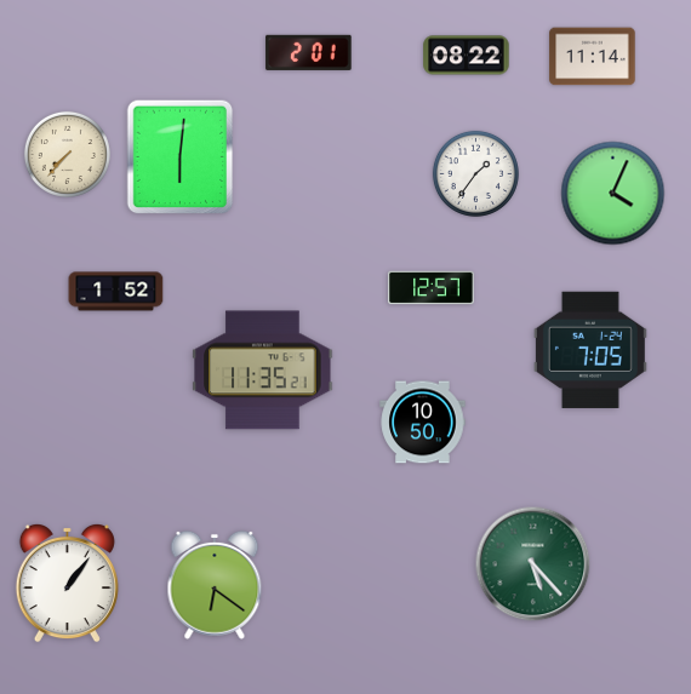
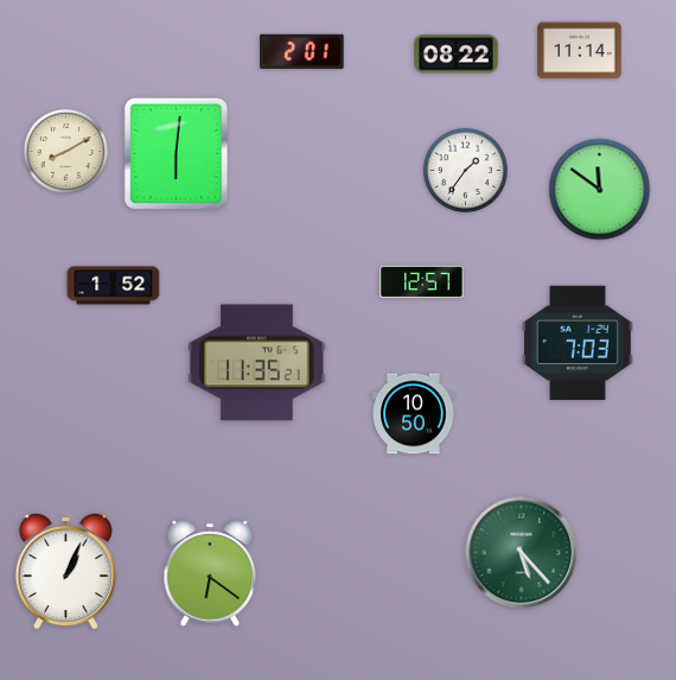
clock at (593, 57) position: (593, 57) -> (580, 51)
clock at (67, 154): 7:37 -> 8:10
clock at (613, 194): 4:04 -> 11:51
clock at (590, 349): 7:05 -> 7:03
clock at (67, 583): 1:06 -> 1:04
